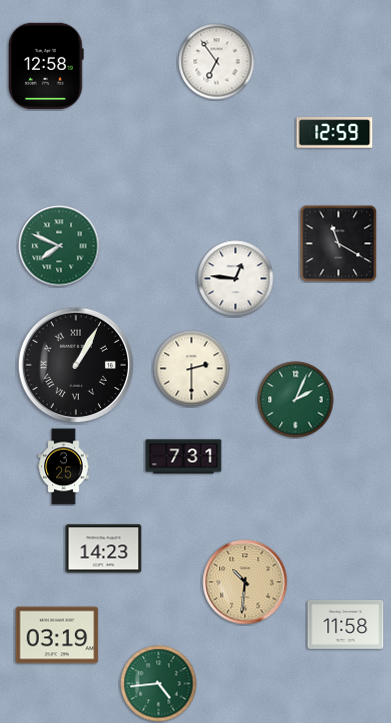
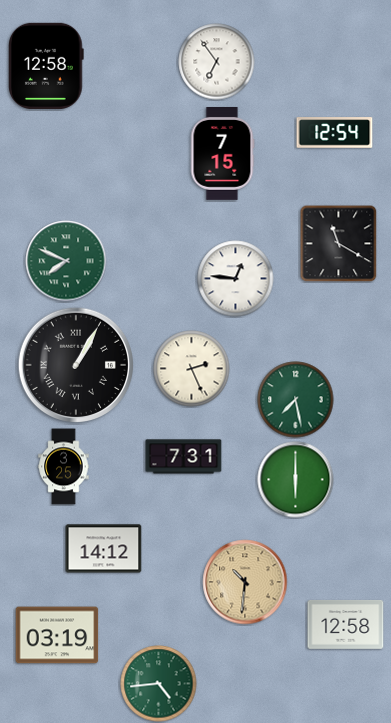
clock at (335, 133): 12:59 -> 12:54
clock at (222, 154): none -> 7:15
clock at (59, 246) position: (59, 246) -> (66, 261)
clock at (192, 369): 2:30 -> 2:26
clock at (296, 400): 2:04 -> 7:28
clock at (296, 480): none -> 6:00
clock at (104, 549): 14:23 -> 14:12
clock at (346, 624): 11:58 -> 12:58
